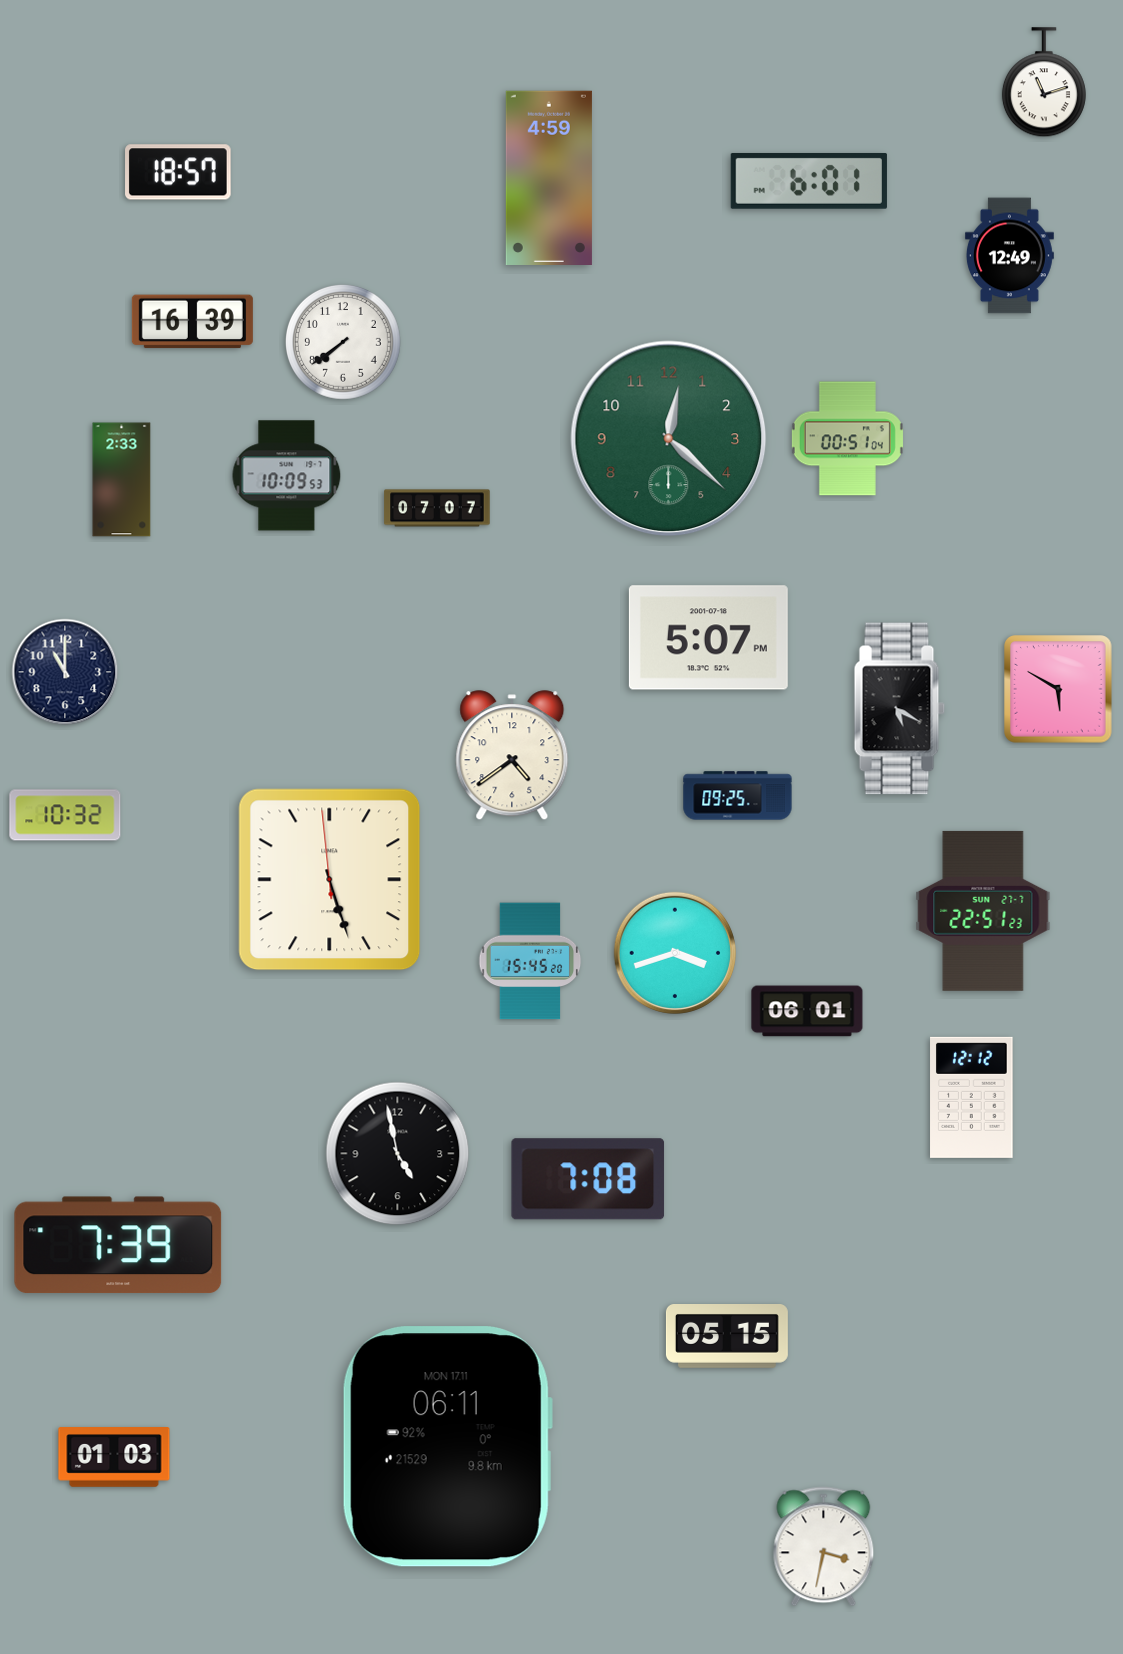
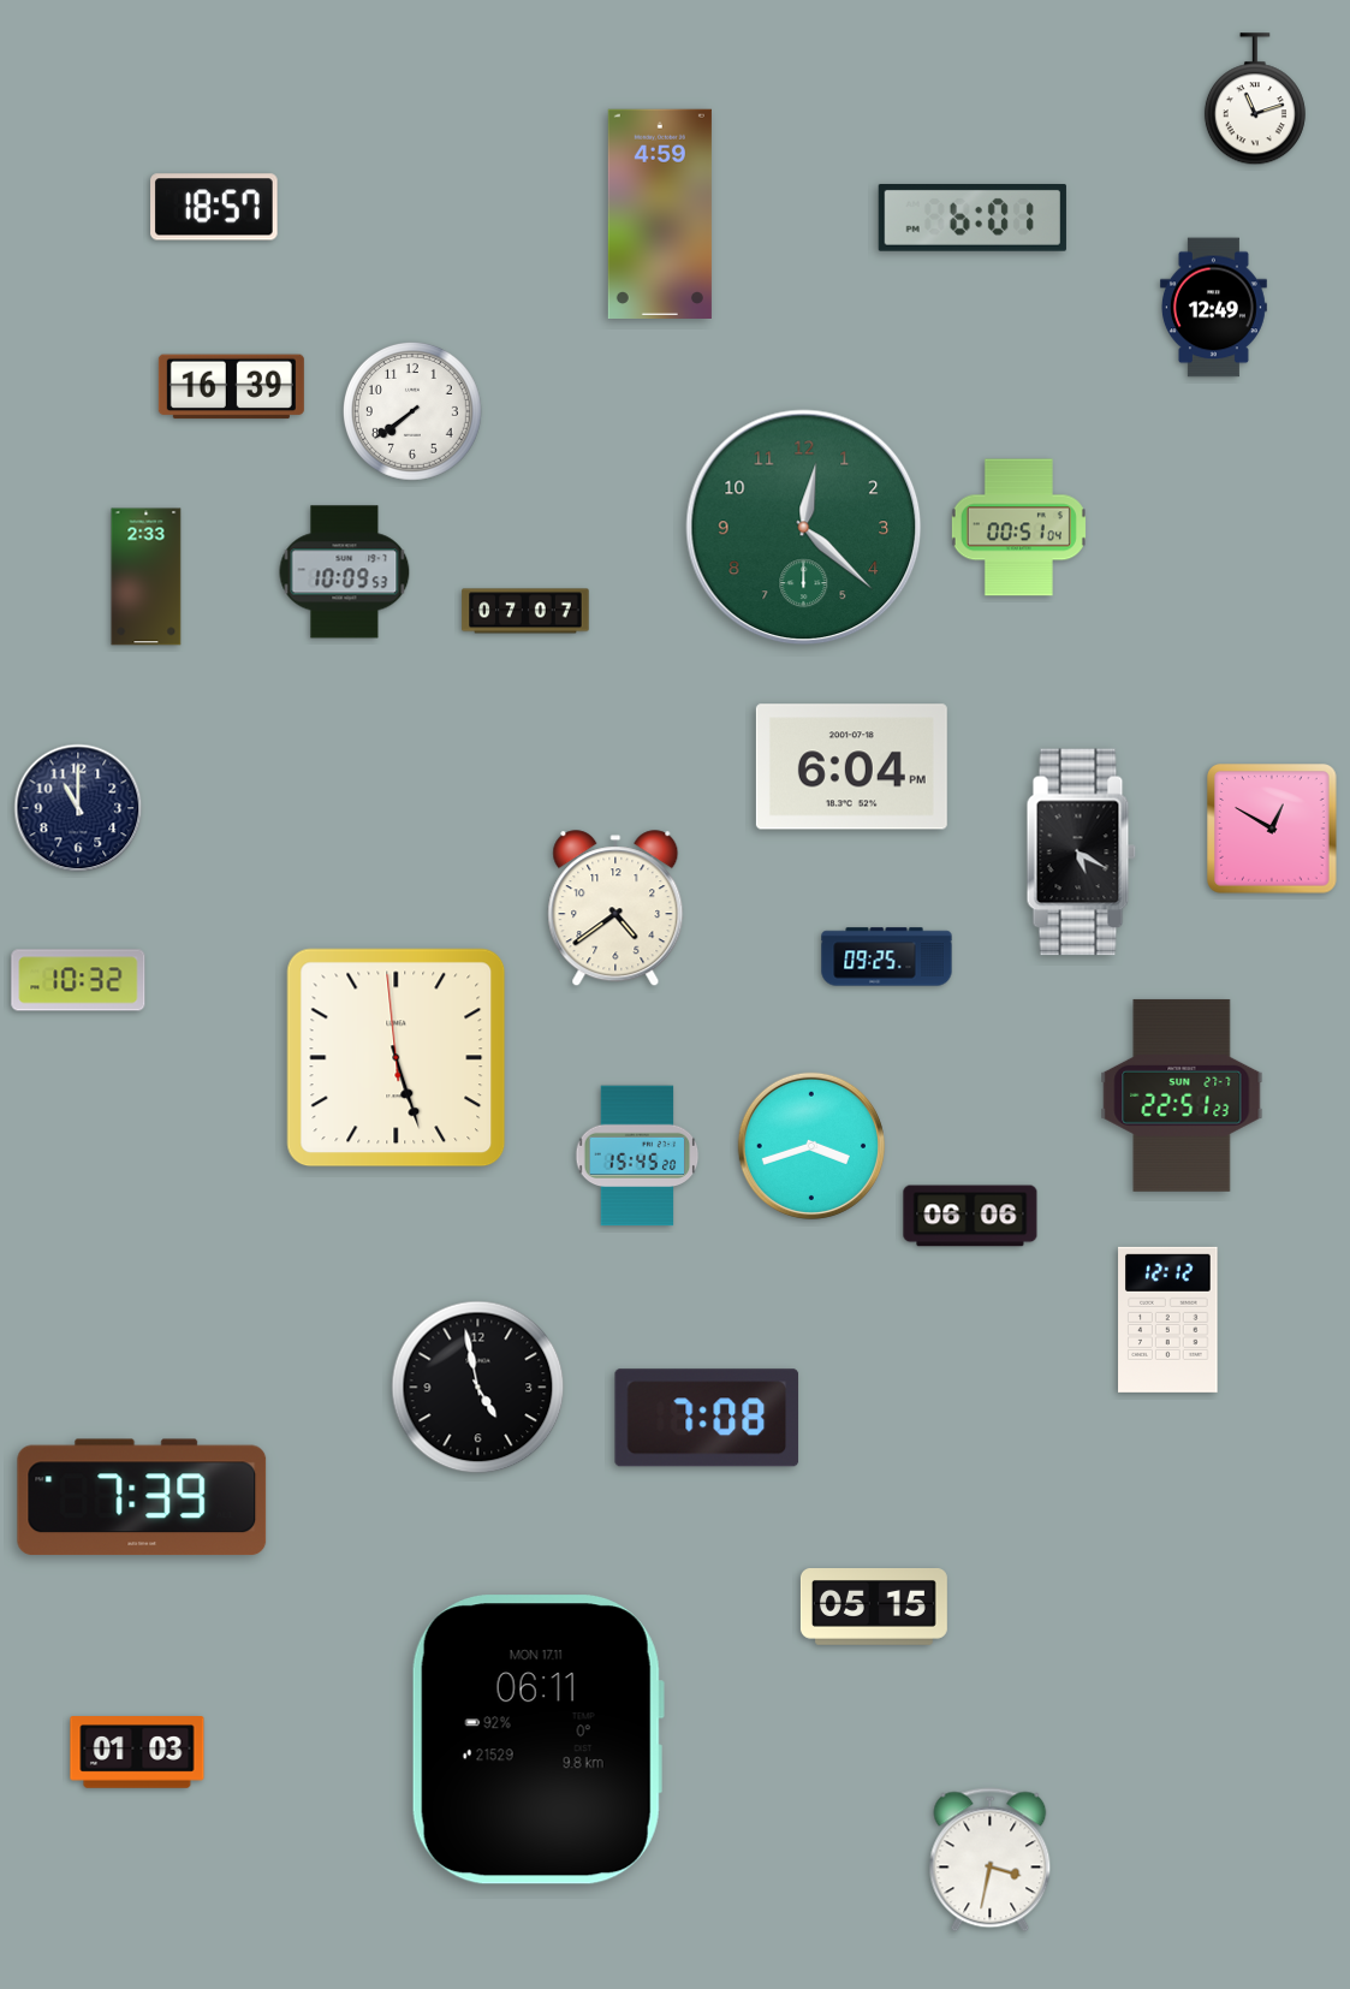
clock at (708, 638): 5:07 -> 6:04
clock at (1058, 689): 5:50 -> 12:50
clock at (807, 1011): 06:01 -> 06:06
